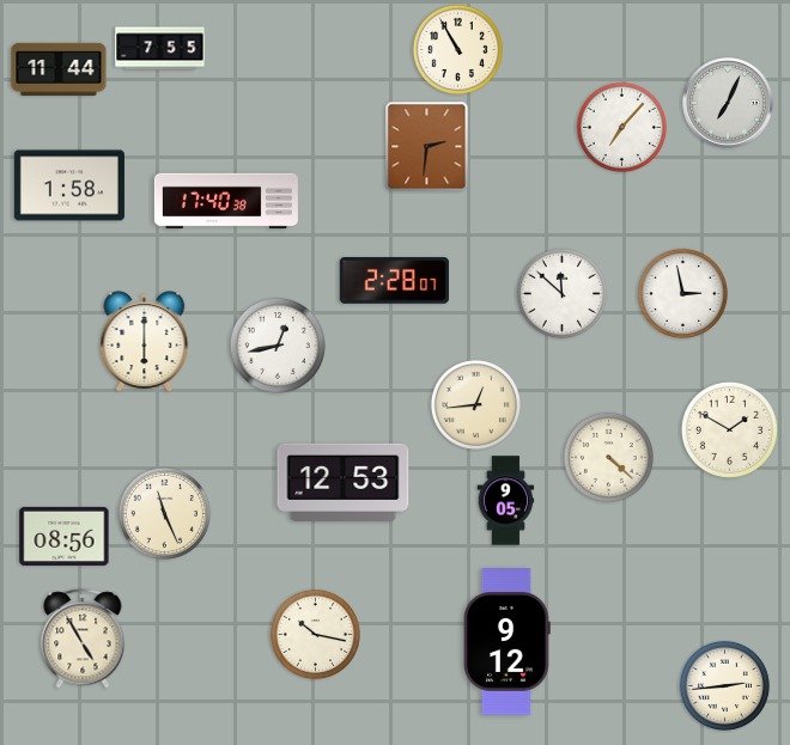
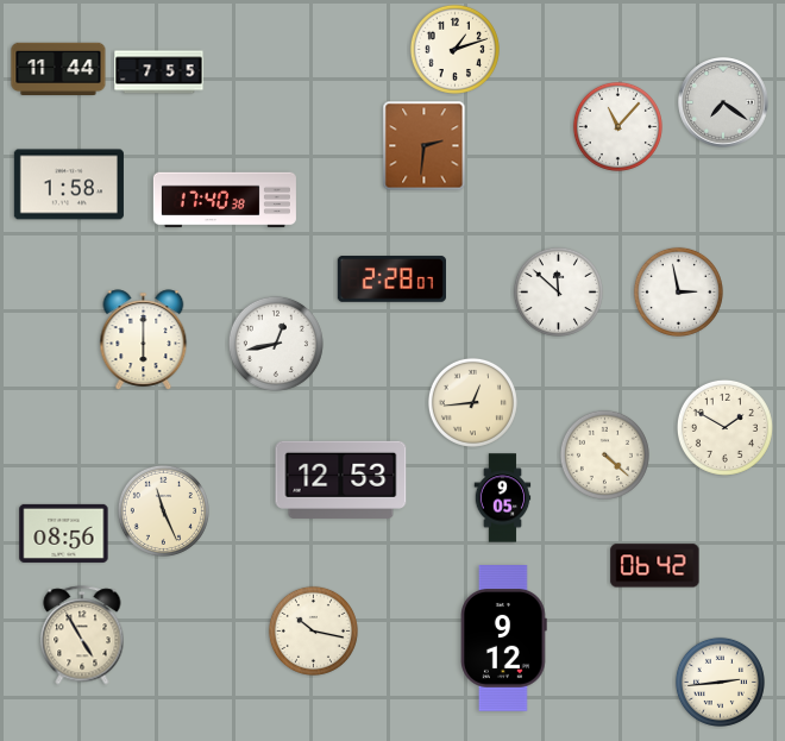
clock at (160, 49) position: (160, 49) -> (159, 73)
clock at (457, 49): 10:55 -> 1:12
clock at (728, 103): 7:04 -> 7:21
clock at (621, 127): 7:07 -> 11:07
clock at (655, 566): none -> 06:42
